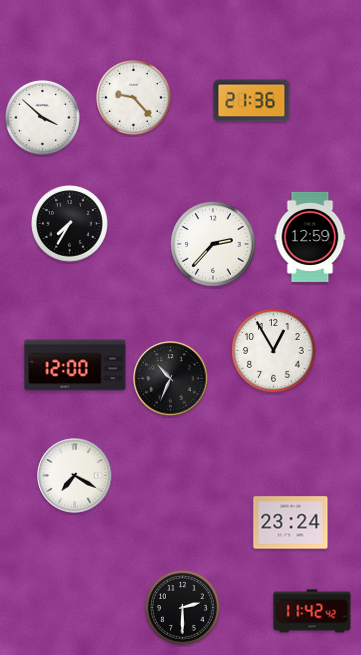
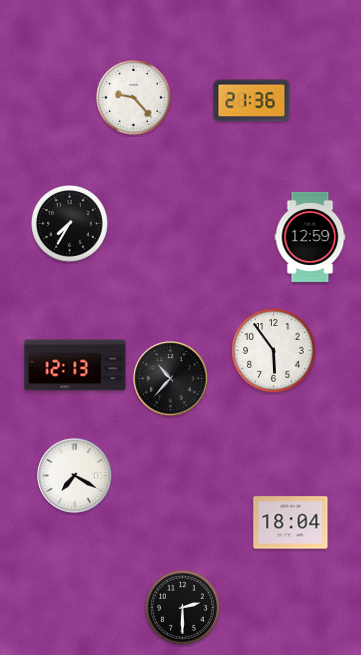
clock at (43, 118): 3:52 -> none
clock at (213, 244): 2:37 -> none
clock at (274, 351): 12:55 -> 5:54
clock at (75, 365): 12:00 -> 12:13
clock at (171, 379): 10:34 -> 10:37
clock at (291, 523): 23:24 -> 18:04
clock at (312, 611): 11:42 -> none
